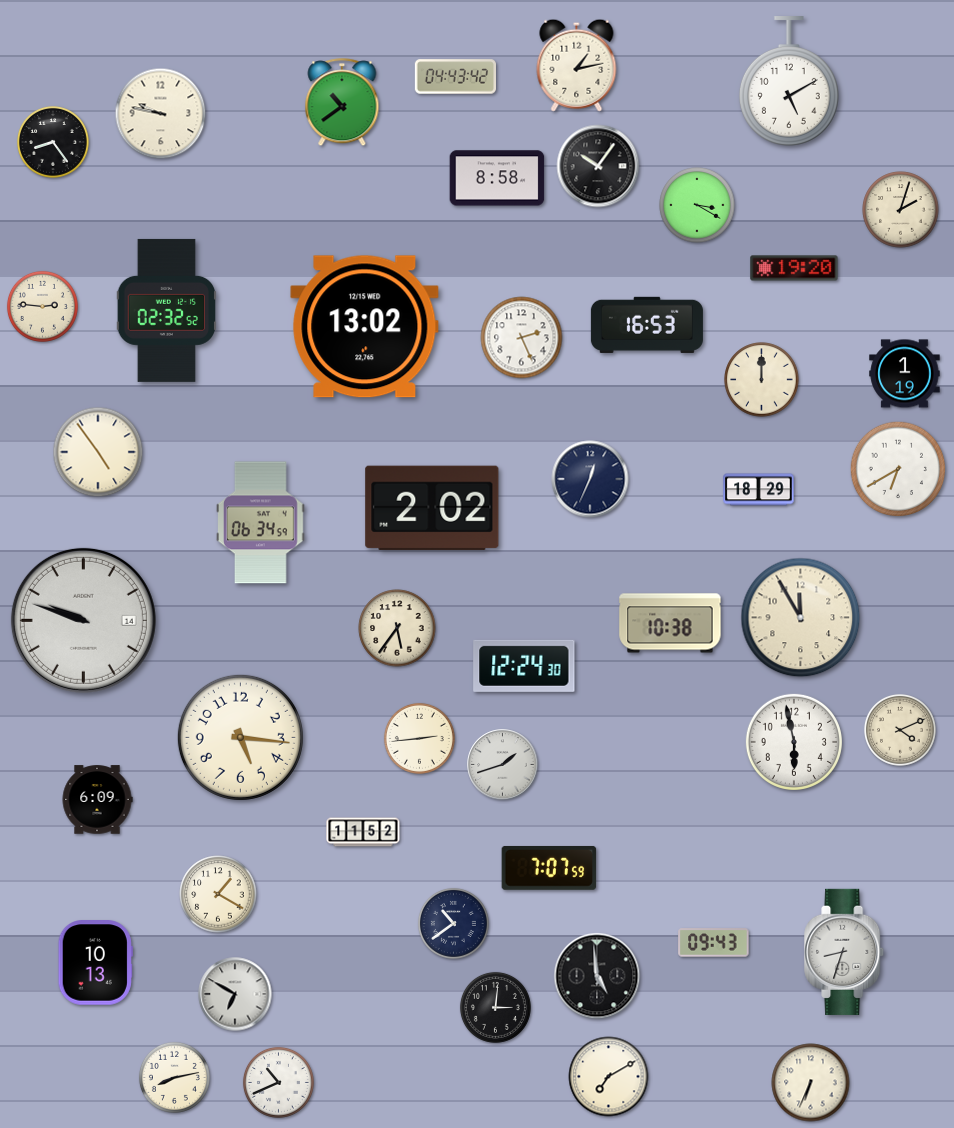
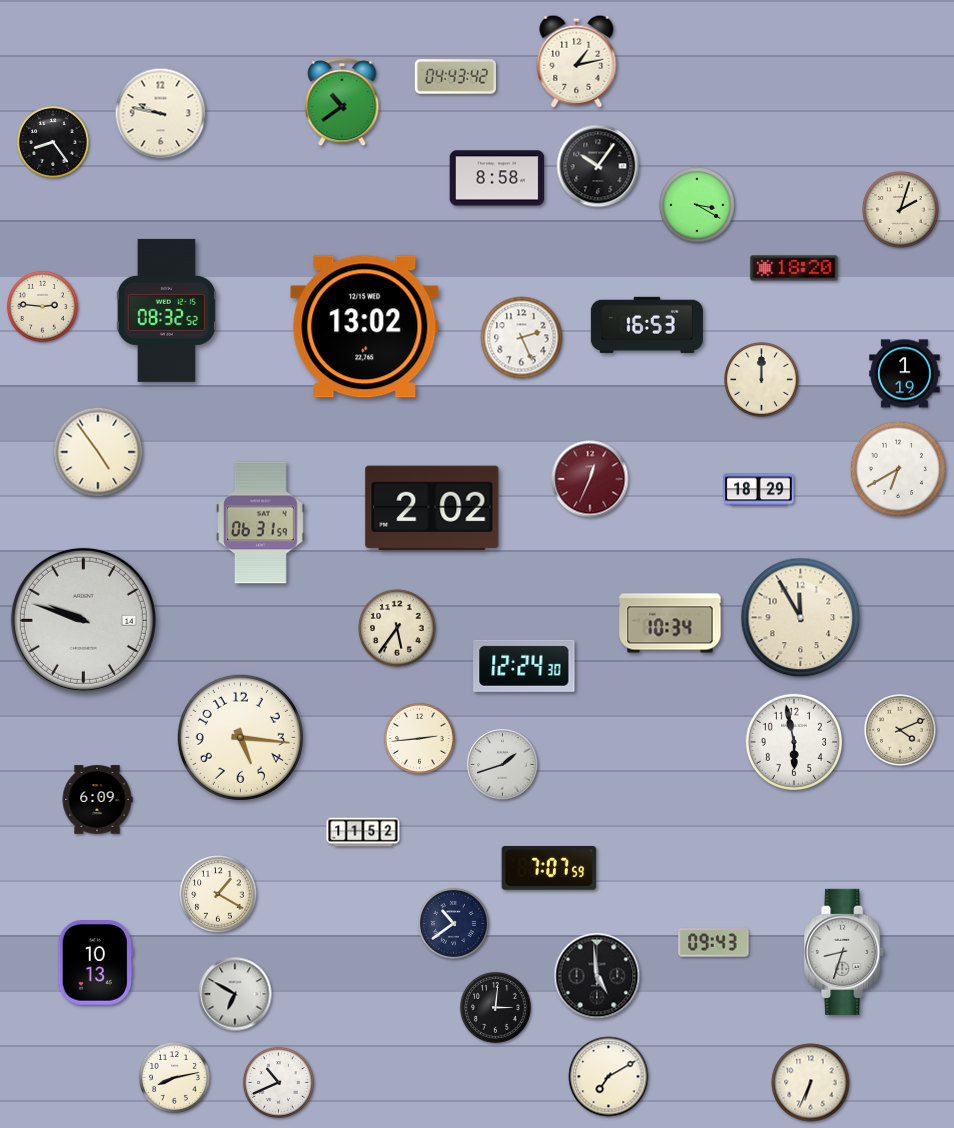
clock at (577, 65) position: (577, 65) -> (577, 61)
clock at (789, 81): 5:10 -> none
clock at (794, 268): 19:20 -> 18:20
clock at (166, 310): 02:32 -> 08:32
clock at (590, 479) dial: navy -> burgundy
clock at (261, 523): 06:34 -> 06:31
clock at (670, 623): 10:38 -> 10:34
